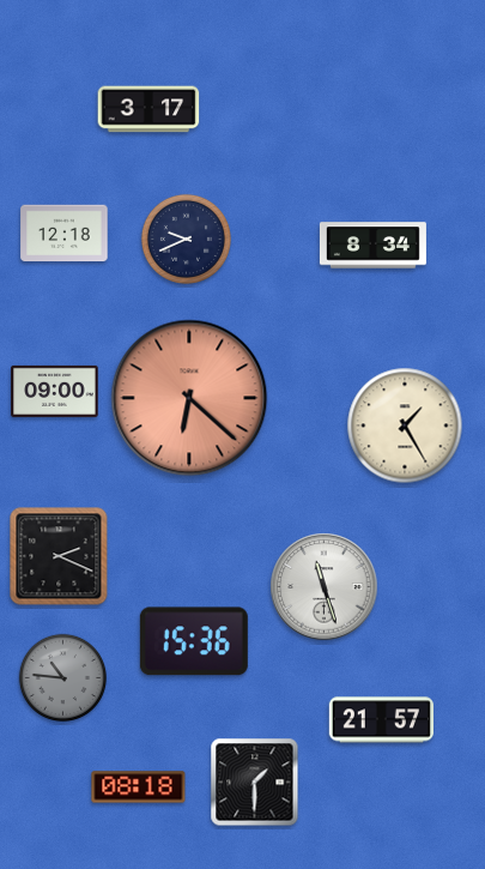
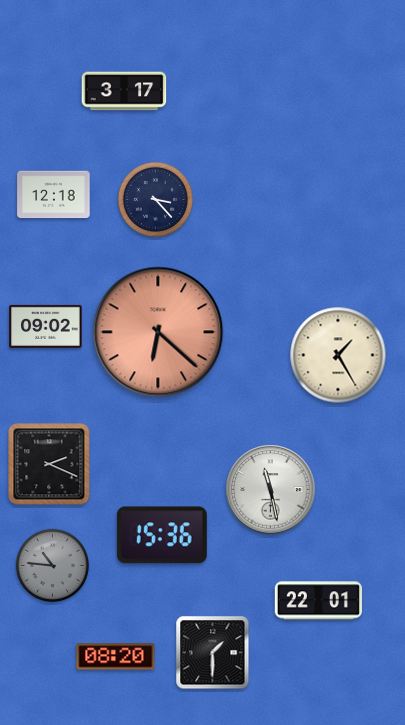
clock at (186, 239): 9:41 -> 3:23
clock at (372, 246): 8:34 -> none
clock at (55, 391): 09:00 -> 09:02
clock at (325, 587): 11:27 -> 11:28
clock at (381, 720): 21:57 -> 22:01
clock at (139, 787): 08:18 -> 08:20
